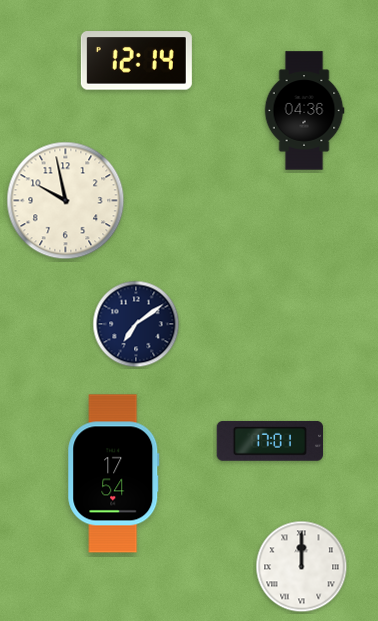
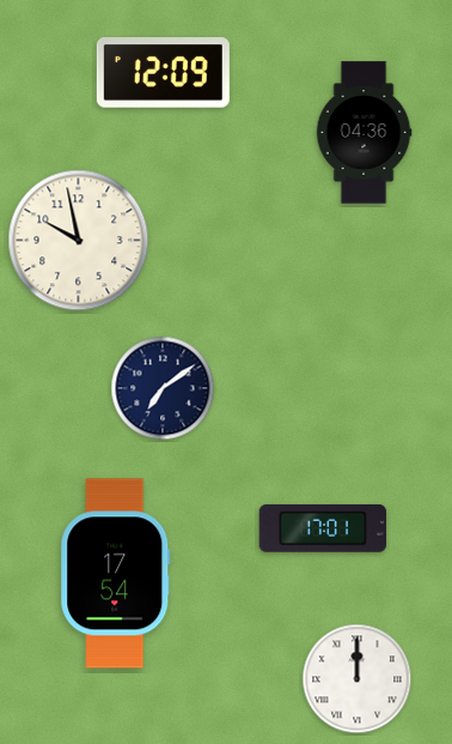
clock at (136, 61): 12:14 -> 12:09
clock at (114, 474) position: (114, 474) -> (116, 574)
clock at (302, 567) position: (302, 567) -> (358, 679)
